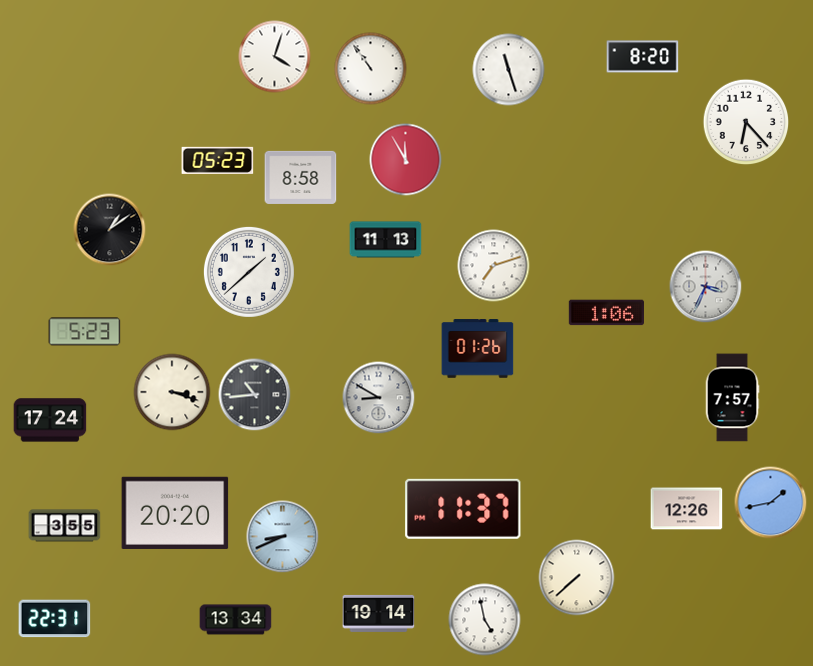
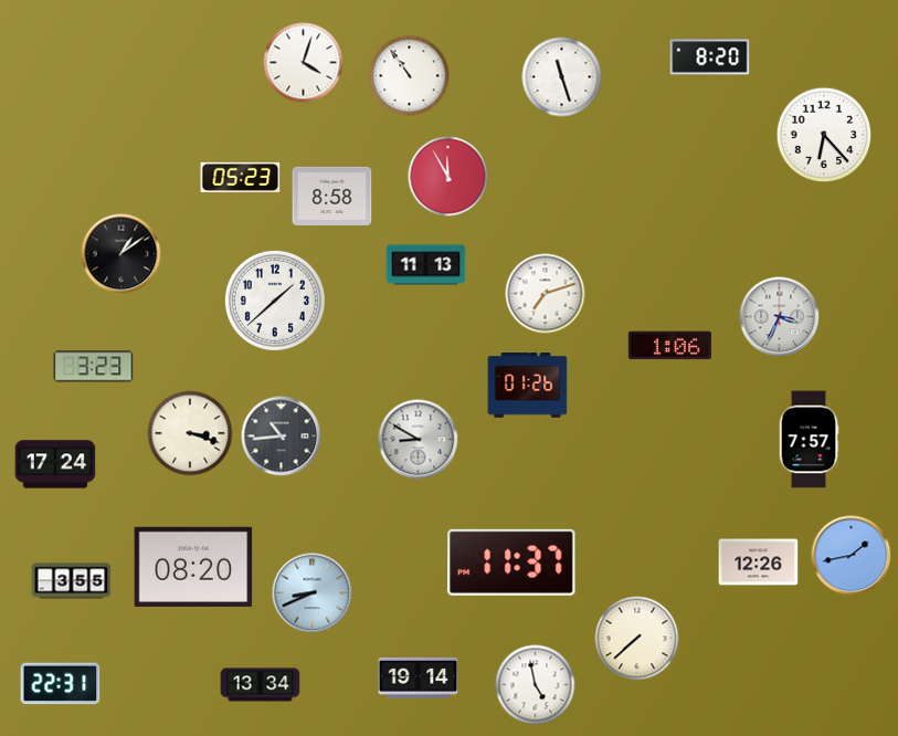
clock at (643, 57) position: (643, 57) -> (710, 57)
clock at (85, 332): 5:23 -> 3:23
clock at (175, 513): 20:20 -> 08:20
